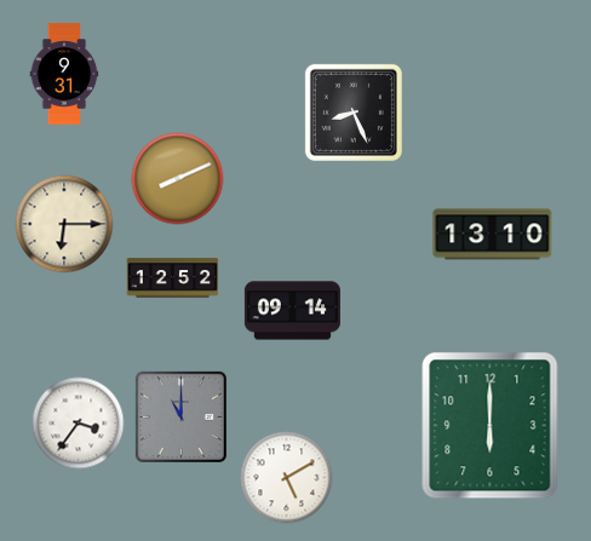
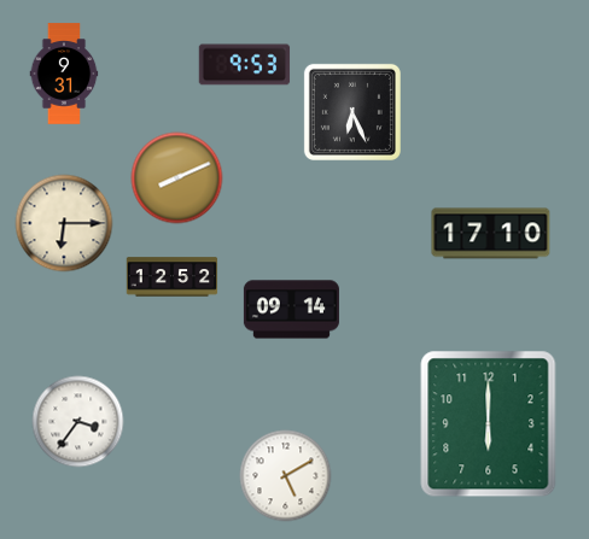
clock at (245, 65): none -> 9:53
clock at (354, 113): 8:26 -> 6:26
clock at (493, 235): 13:10 -> 17:10
clock at (180, 416): 11:00 -> none
